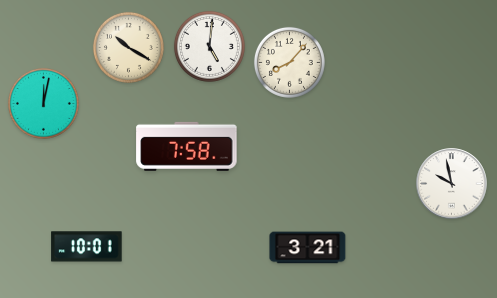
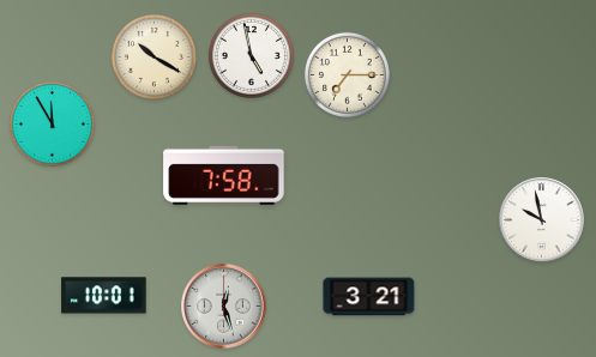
clock at (209, 46): 5:01 -> 4:58
clock at (289, 62): 8:07 -> 7:15
clock at (43, 103): 12:02 -> 11:55
clock at (224, 307): none -> 12:27
